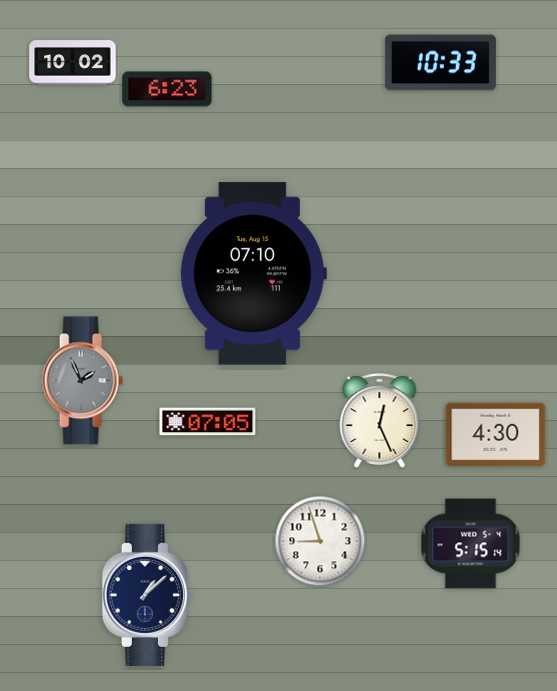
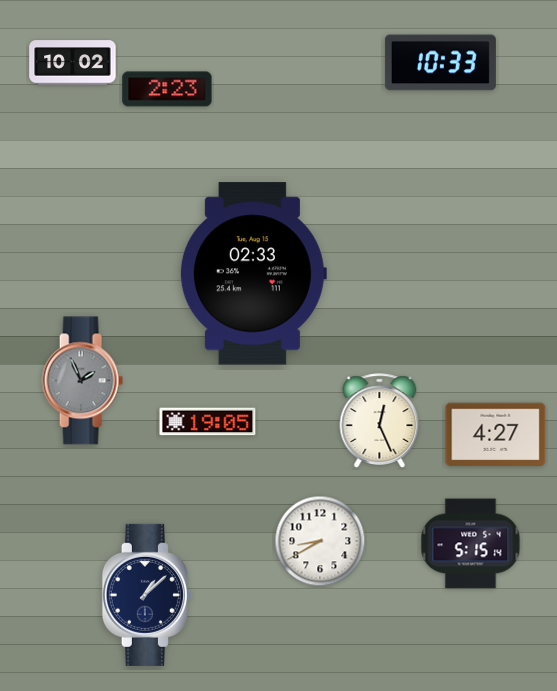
clock at (167, 89): 6:23 -> 2:23
clock at (253, 274): 07:10 -> 02:33
clock at (208, 422): 07:05 -> 19:05
clock at (496, 435): 4:30 -> 4:27
clock at (320, 541): 8:57 -> 8:40
